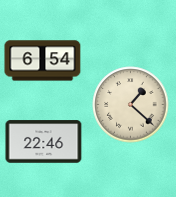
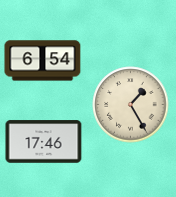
clock at (131, 105): 1:22 -> 1:25
clock at (44, 142): 22:46 -> 17:46
